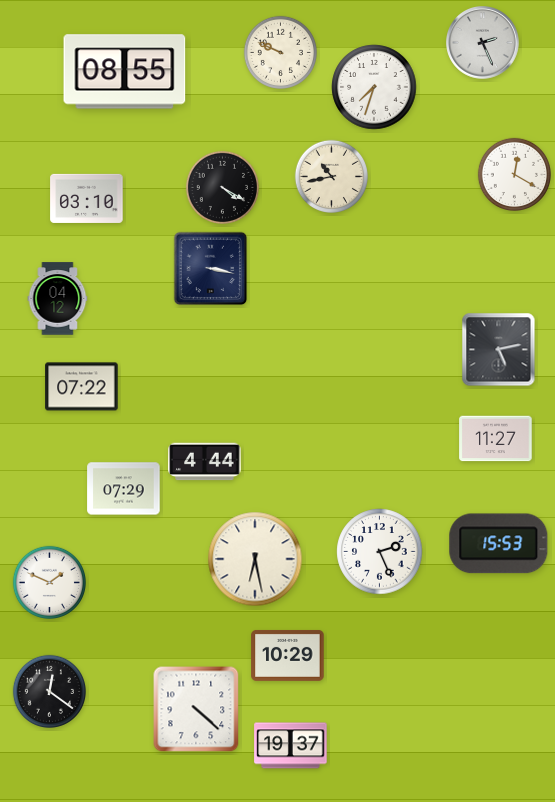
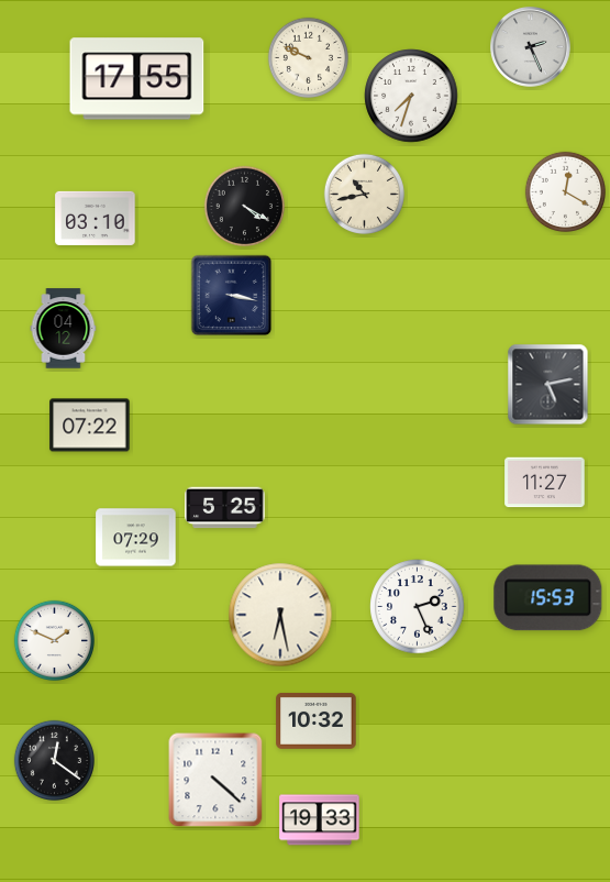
clock at (125, 72): 08:55 -> 17:55
clock at (205, 462): 4:44 -> 5:25
clock at (288, 655): 10:29 -> 10:32
clock at (291, 746): 19:37 -> 19:33
